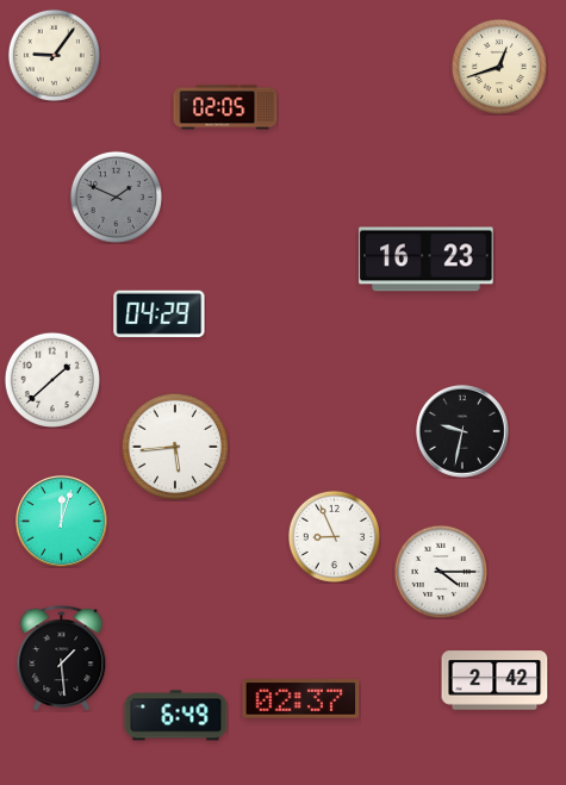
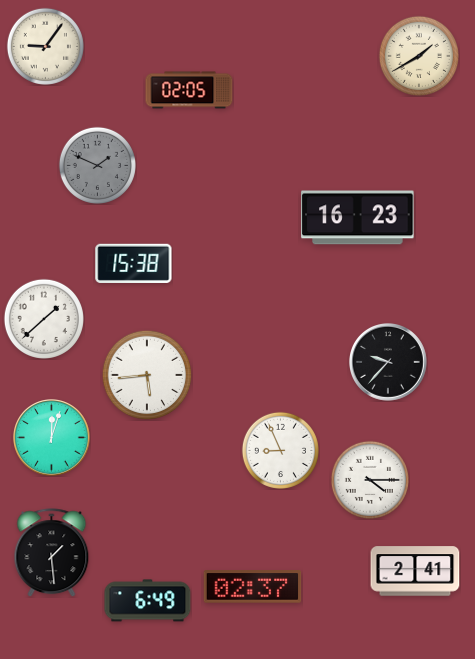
clock at (499, 67): 12:42 -> 1:40
clock at (160, 313): 04:29 -> 15:38
clock at (464, 432): 9:32 -> 9:37
clock at (495, 680): 2:42 -> 2:41
